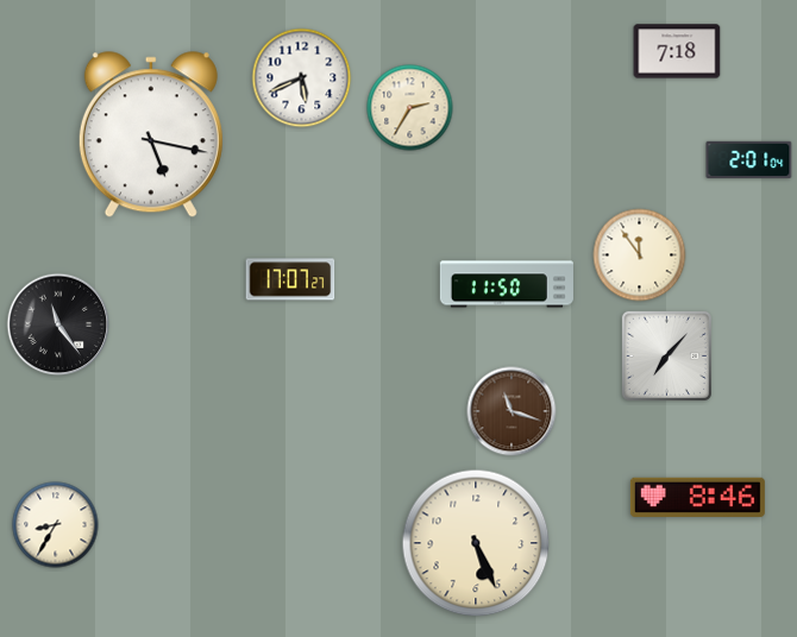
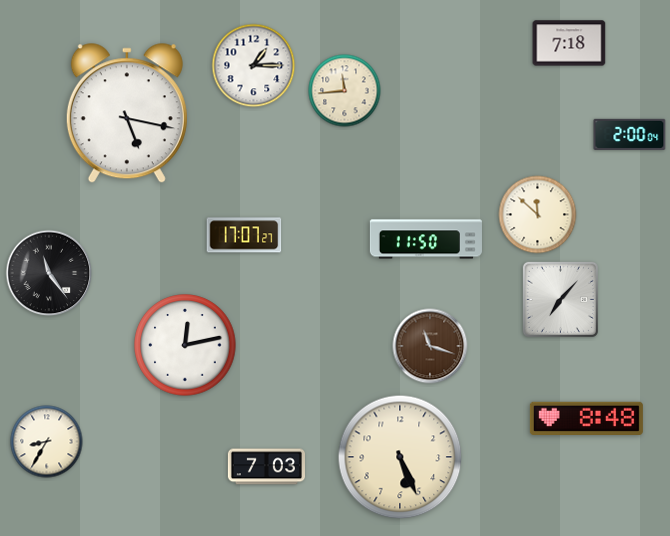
clock at (302, 78): 5:41 -> 1:15
clock at (410, 108): 2:35 -> 11:44
clock at (749, 159): 2:01 -> 2:00
clock at (640, 256): 11:54 -> 11:52
clock at (185, 345): none -> 12:13
clock at (697, 497): 8:46 -> 8:48
clock at (266, 467): none -> 7:03
